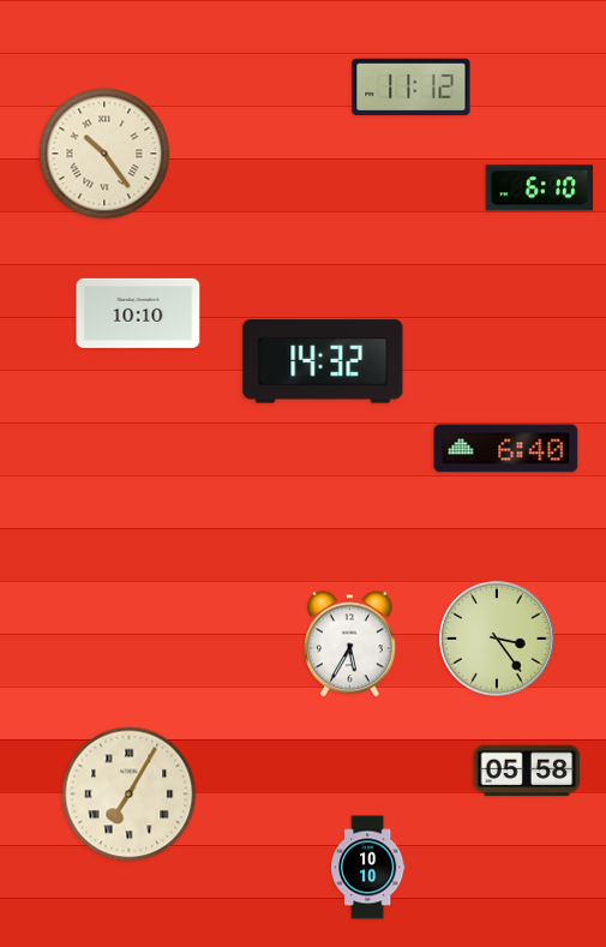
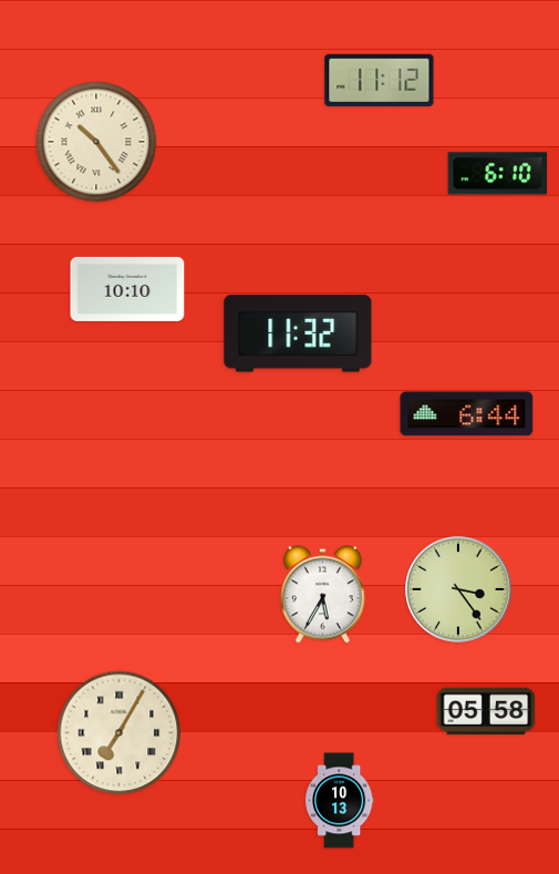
clock at (323, 361): 14:32 -> 11:32
clock at (506, 449): 6:40 -> 6:44
clock at (368, 868): 10:10 -> 10:13
